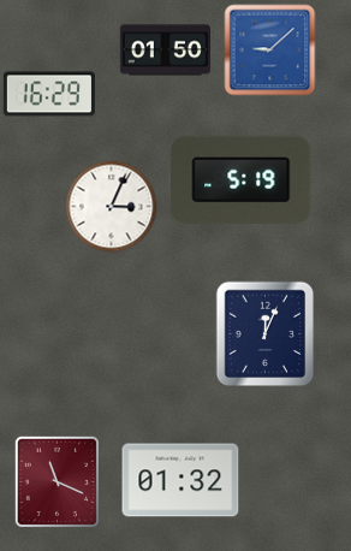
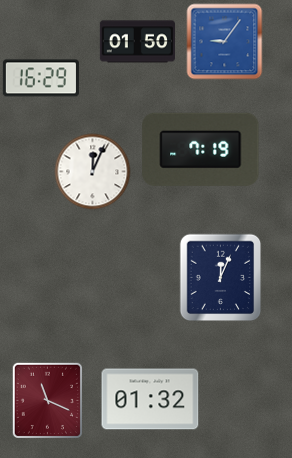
clock at (270, 51): 9:08 -> 9:06
clock at (242, 179): 5:19 -> 7:19
clock at (112, 207): 3:04 -> 12:04
